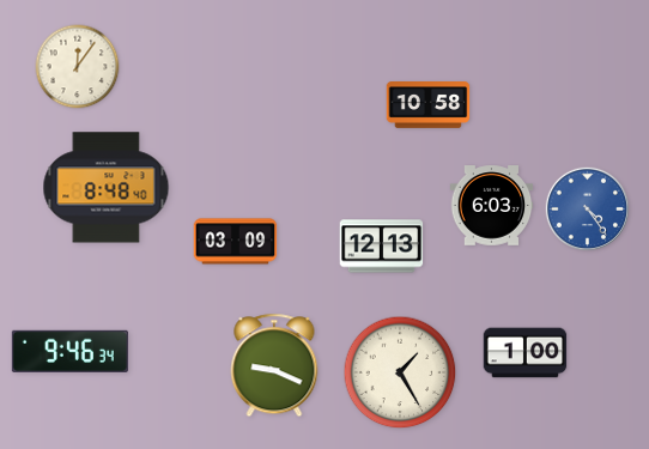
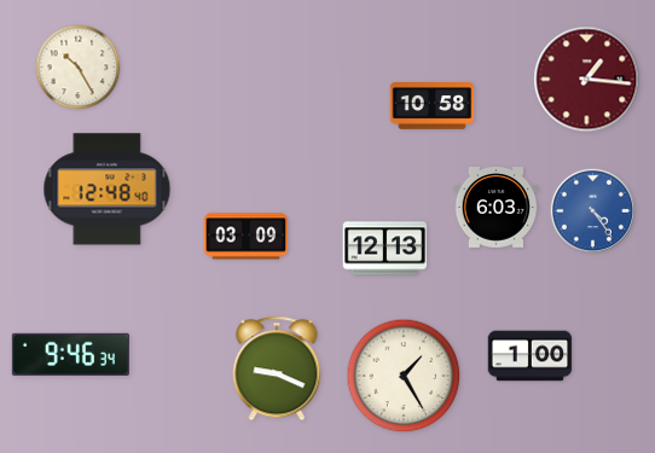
clock at (78, 67): 12:06 -> 10:25
clock at (587, 80): none -> 1:16
clock at (107, 188): 8:48 -> 12:48
clock at (236, 242) position: (236, 242) -> (247, 237)
